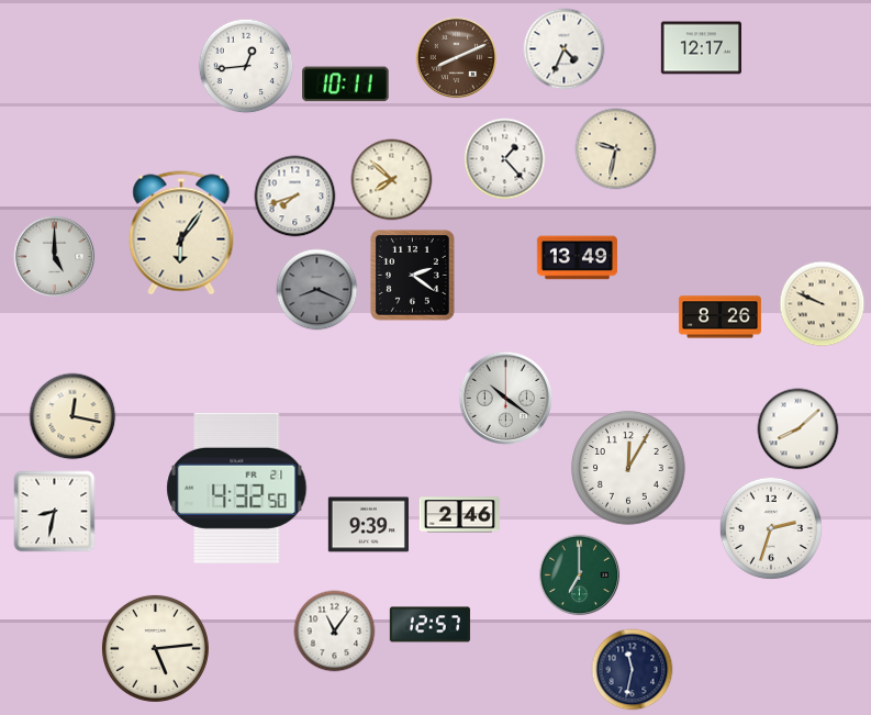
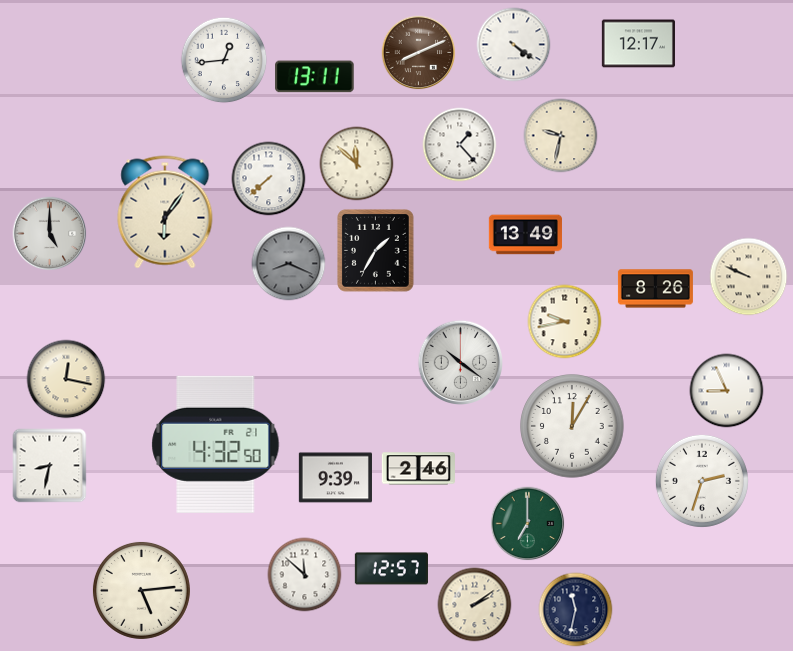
clock at (565, 49): 4:34 -> 4:21
clock at (457, 58) position: (457, 58) -> (419, 53)
clock at (346, 85): 10:11 -> 13:11
clock at (392, 180): 7:52 -> 11:52
clock at (295, 197): 7:42 -> 7:38
clock at (413, 276): 2:21 -> 1:35
clock at (565, 322): none -> 9:43
clock at (799, 429): 8:08 -> 8:56
clock at (335, 632): 11:06 -> 11:52
clock at (475, 605): none -> 2:09
